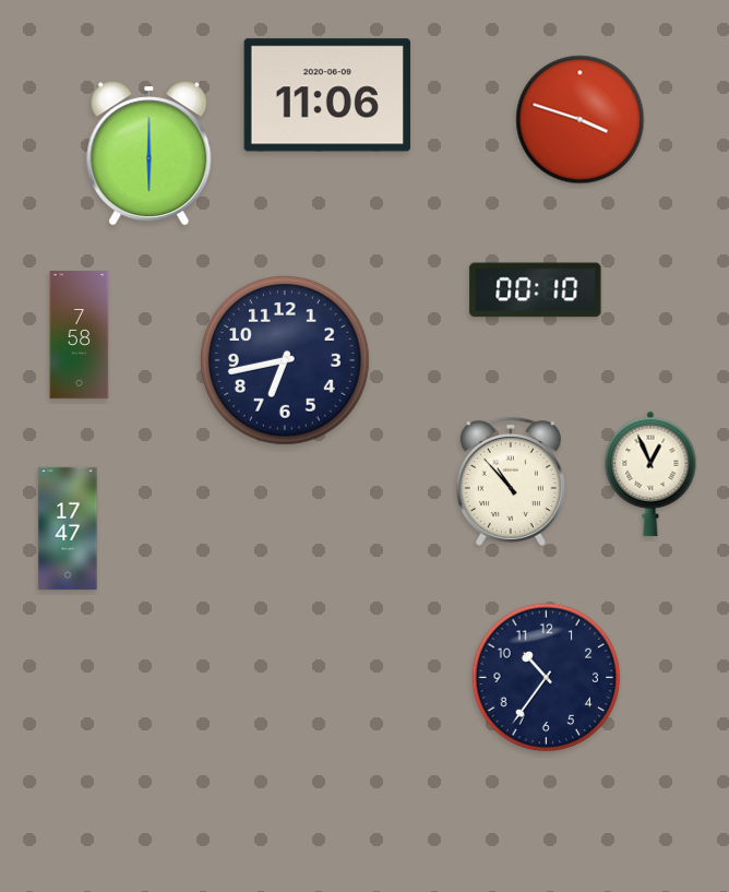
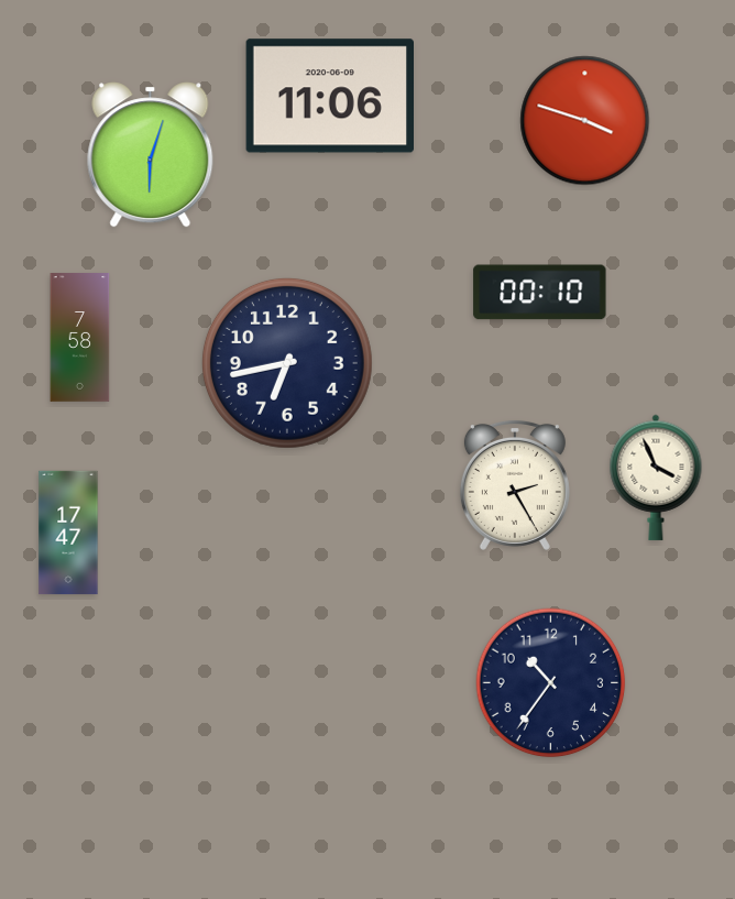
clock at (150, 154): 6:00 -> 6:03
clock at (650, 474): 12:56 -> 3:56
clock at (511, 481): 10:53 -> 2:25
